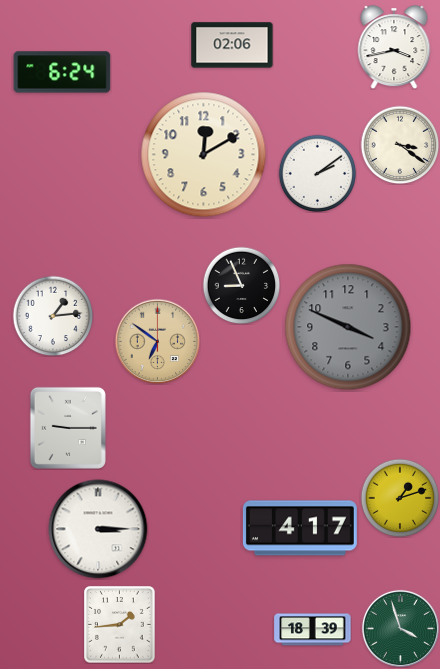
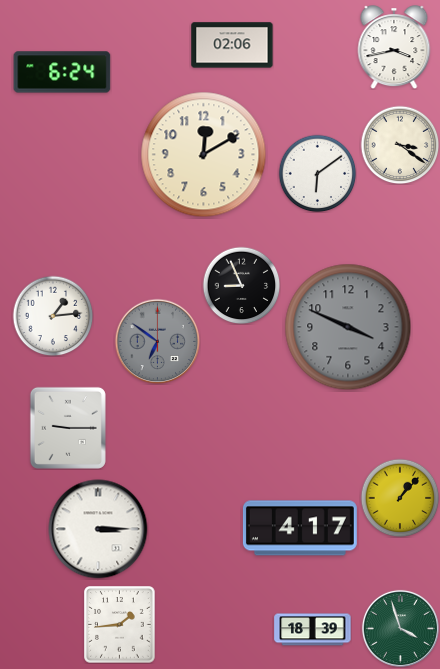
clock at (317, 173): 2:09 -> 6:09
clock at (157, 341) dial: champagne -> grey
clock at (400, 498): 1:12 -> 1:07
